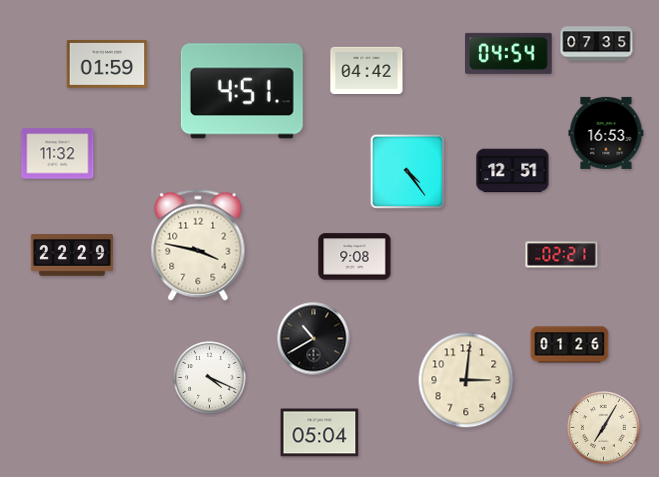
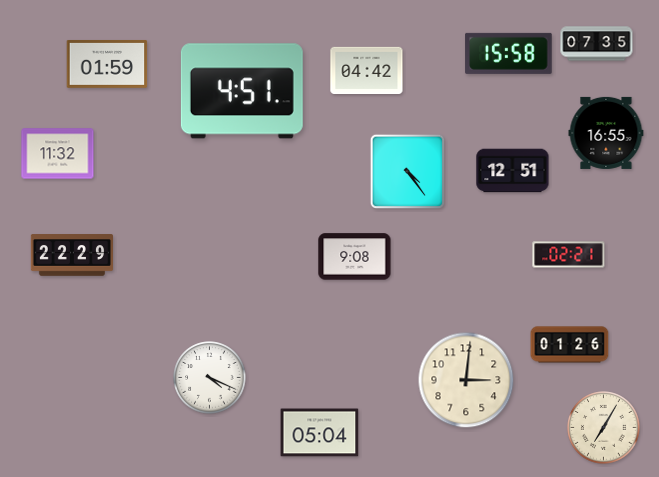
clock at (509, 53): 04:54 -> 15:58
clock at (606, 133): 16:53 -> 16:55
clock at (198, 245): 3:47 -> none
clock at (562, 255) position: (562, 255) -> (569, 255)
clock at (314, 339): 10:40 -> none
